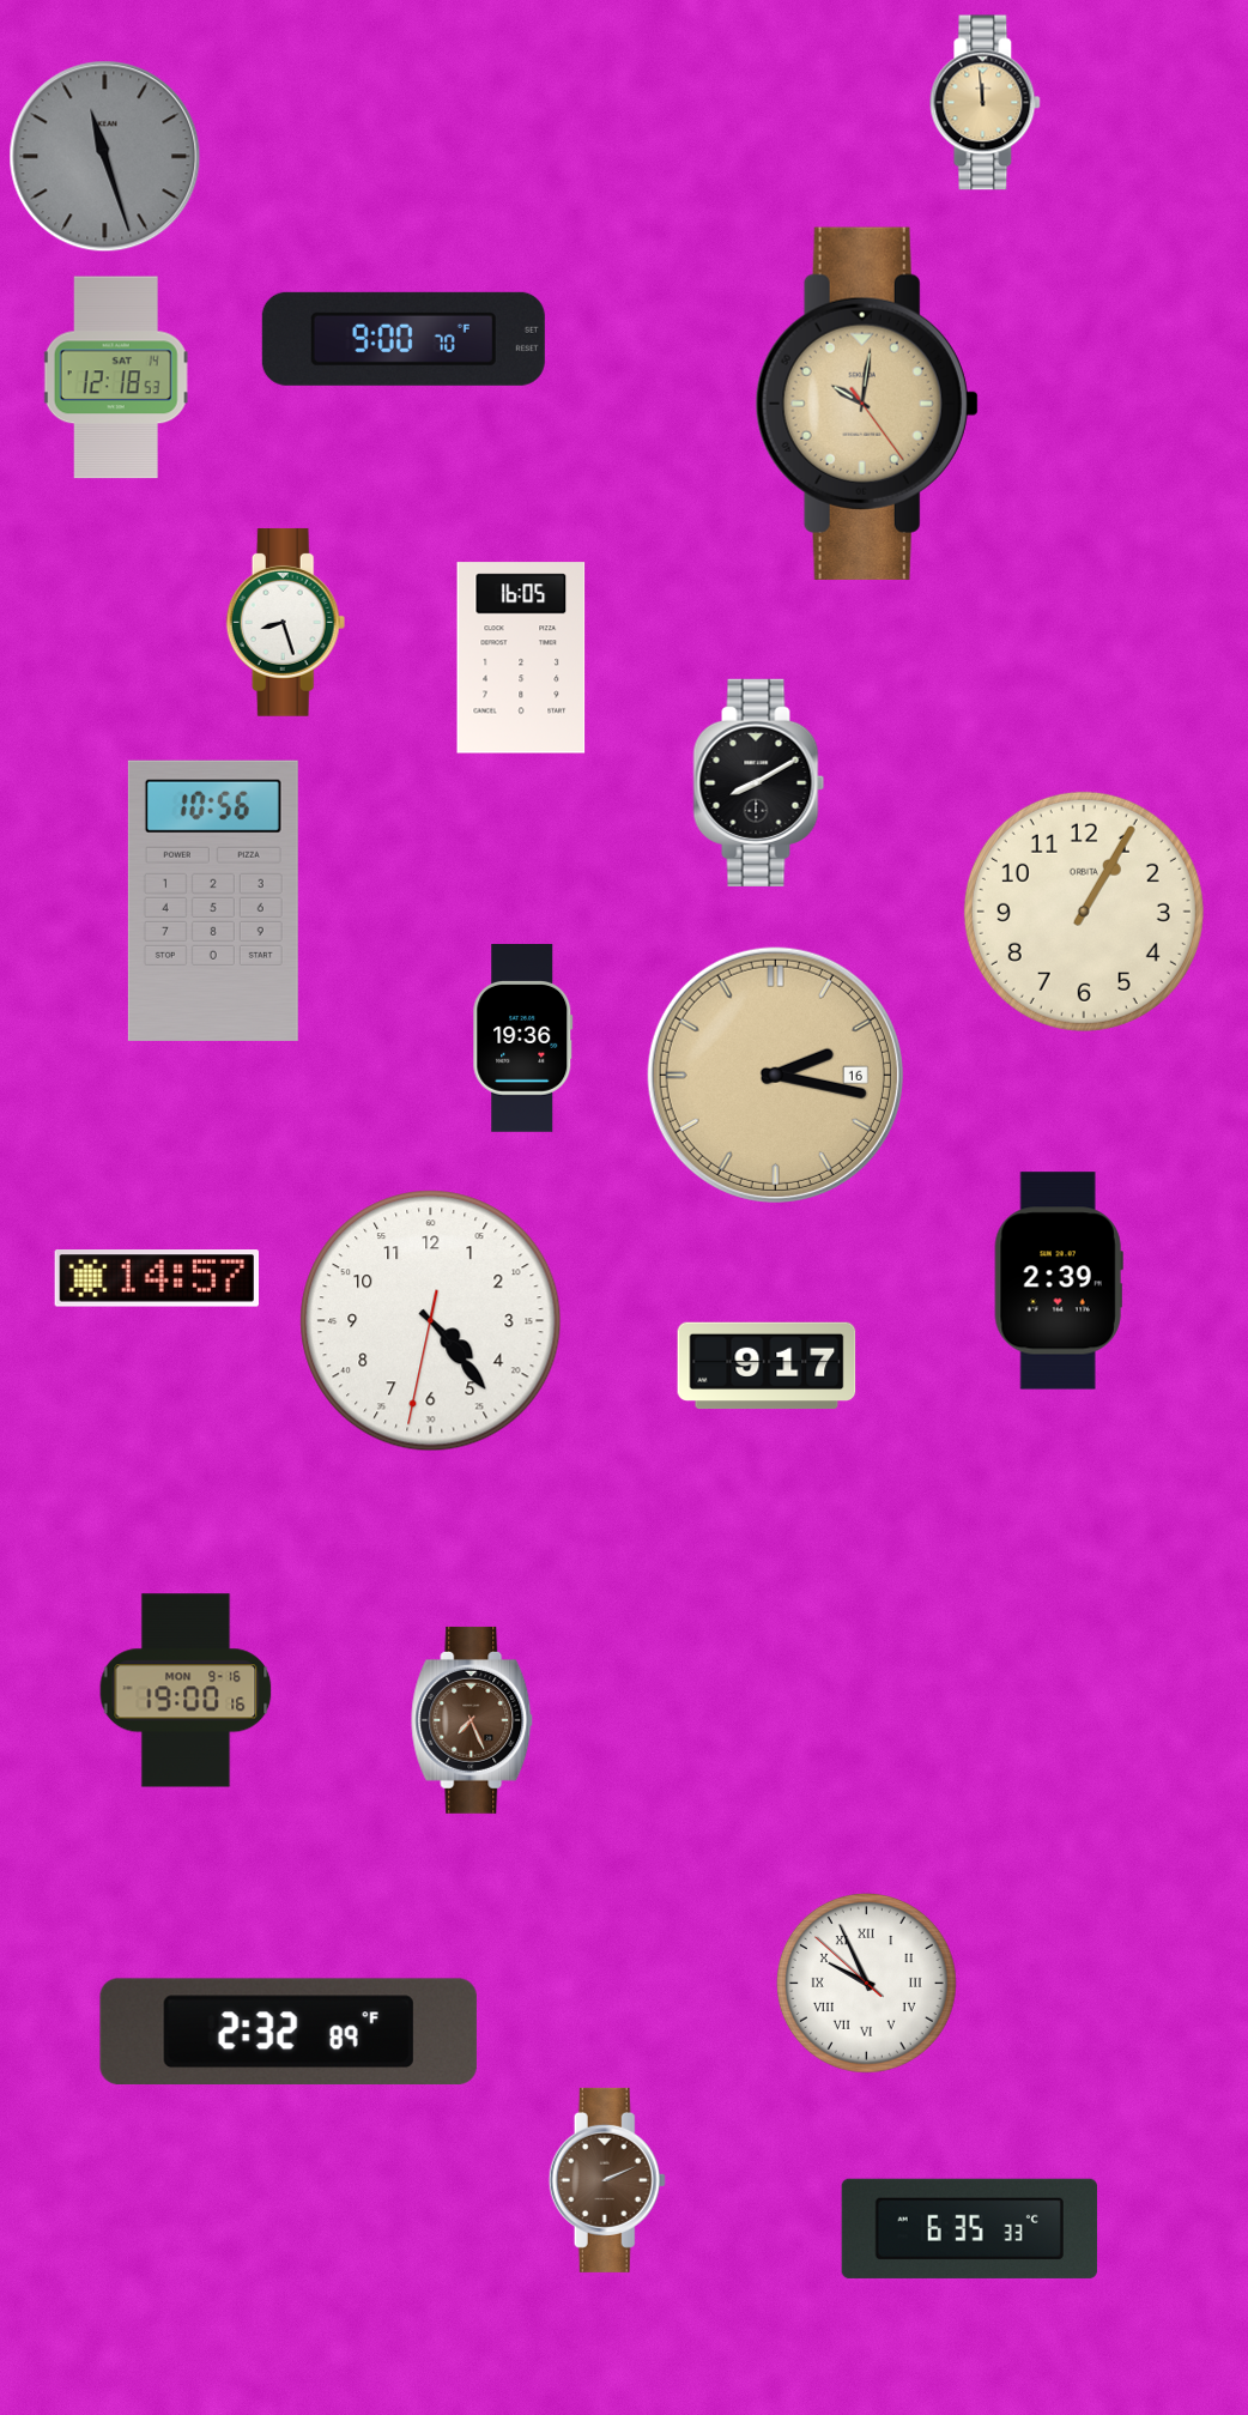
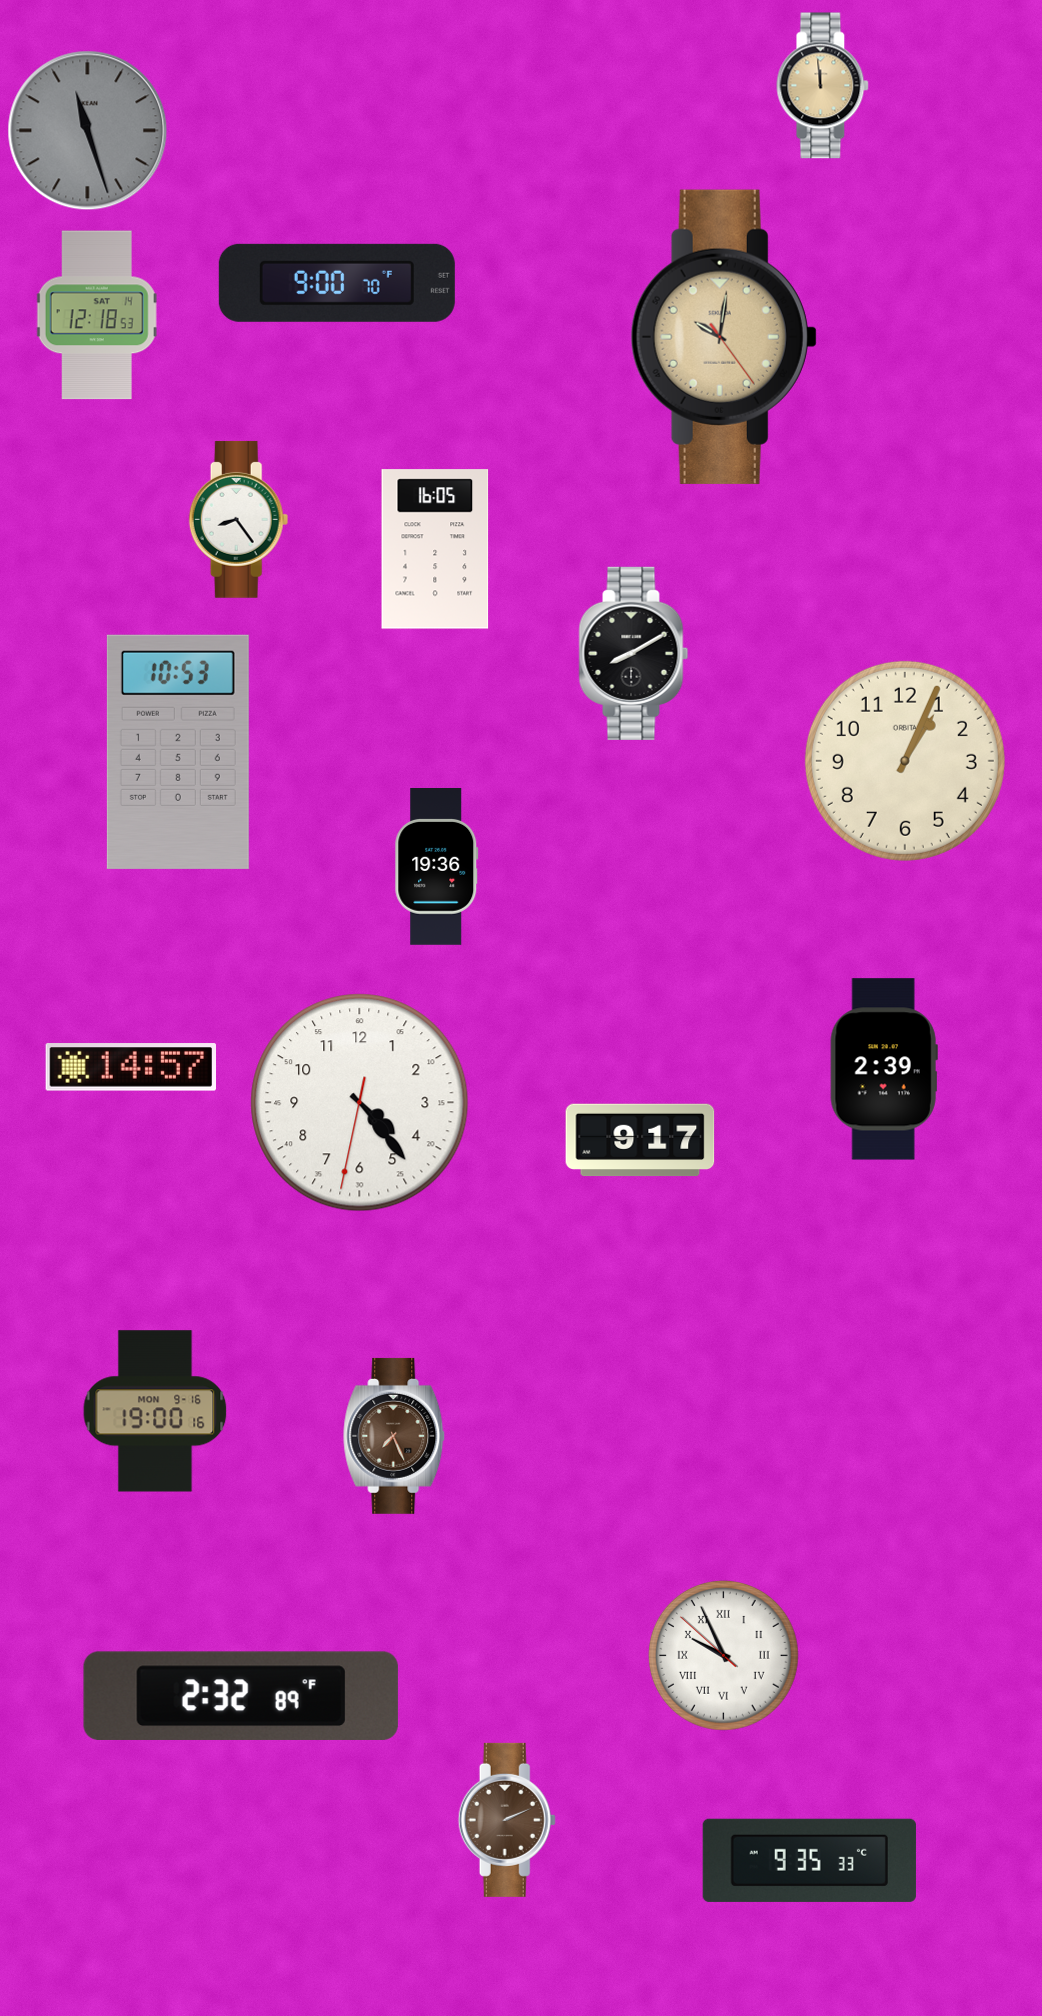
clock at (286, 623): 8:27 -> 8:24
clock at (213, 901): 10:56 -> 10:53
clock at (1084, 912): 1:05 -> 1:04
clock at (775, 1075): 2:17 -> none
clock at (969, 2228): 6:35 -> 9:35
